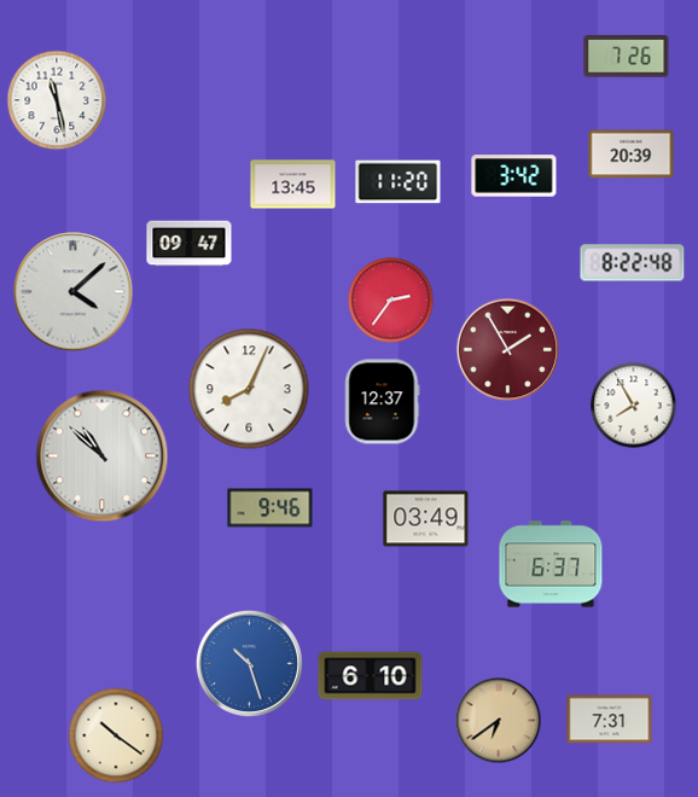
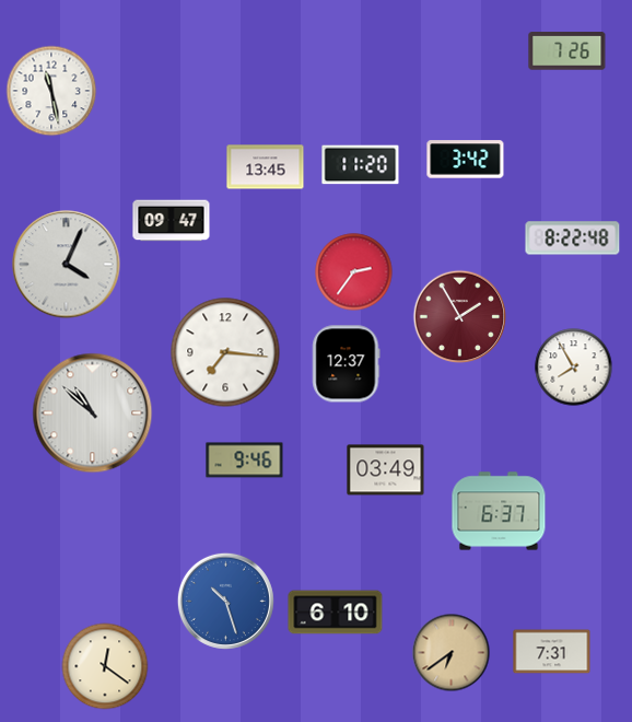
clock at (632, 155): 20:39 -> none
clock at (74, 292): 4:08 -> 4:04
clock at (249, 389): 8:04 -> 7:16
clock at (116, 735): 10:21 -> 12:21
